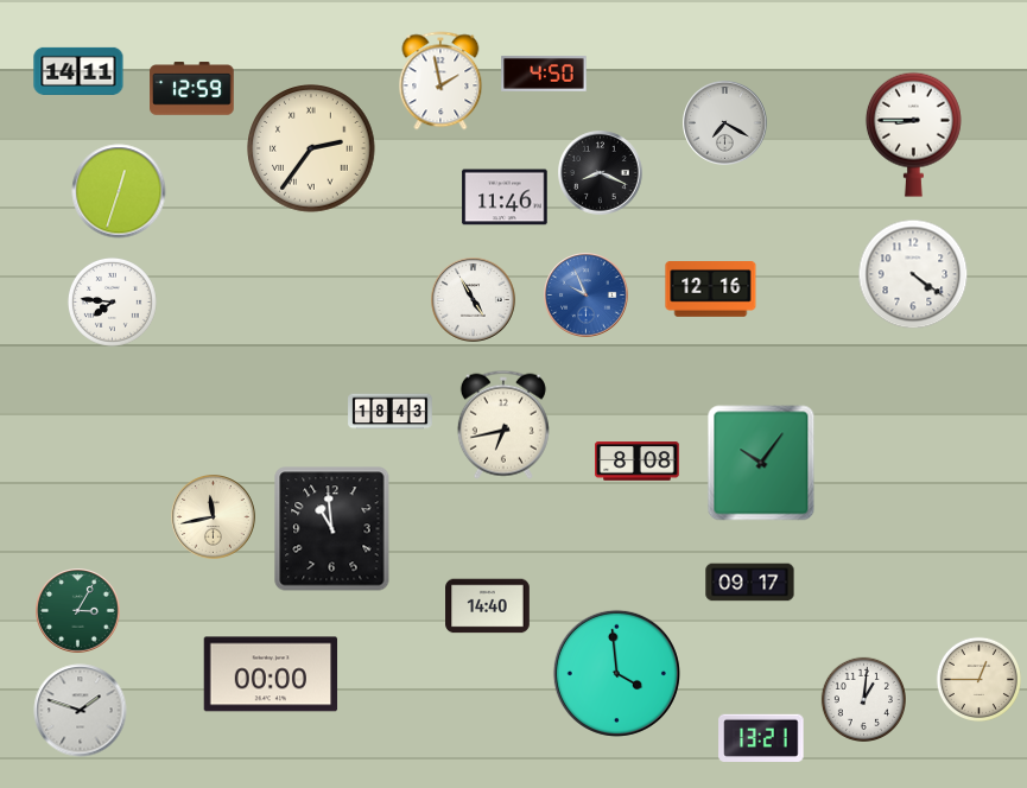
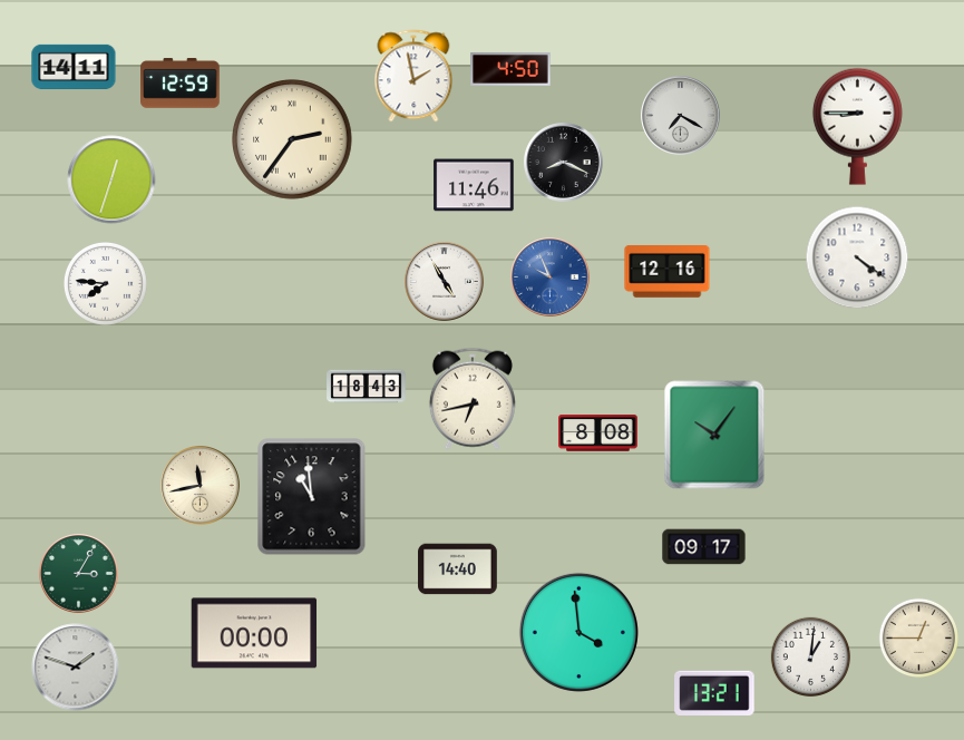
clock at (78, 611) position: (78, 611) -> (79, 574)
